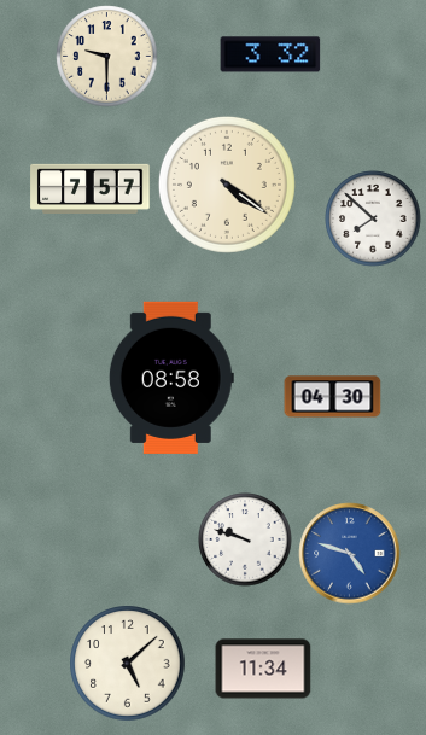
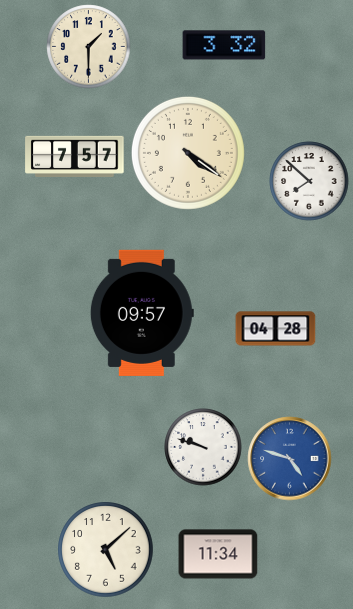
clock at (107, 57): 9:30 -> 1:30
clock at (171, 378): 08:58 -> 09:57
clock at (333, 397): 04:30 -> 04:28
